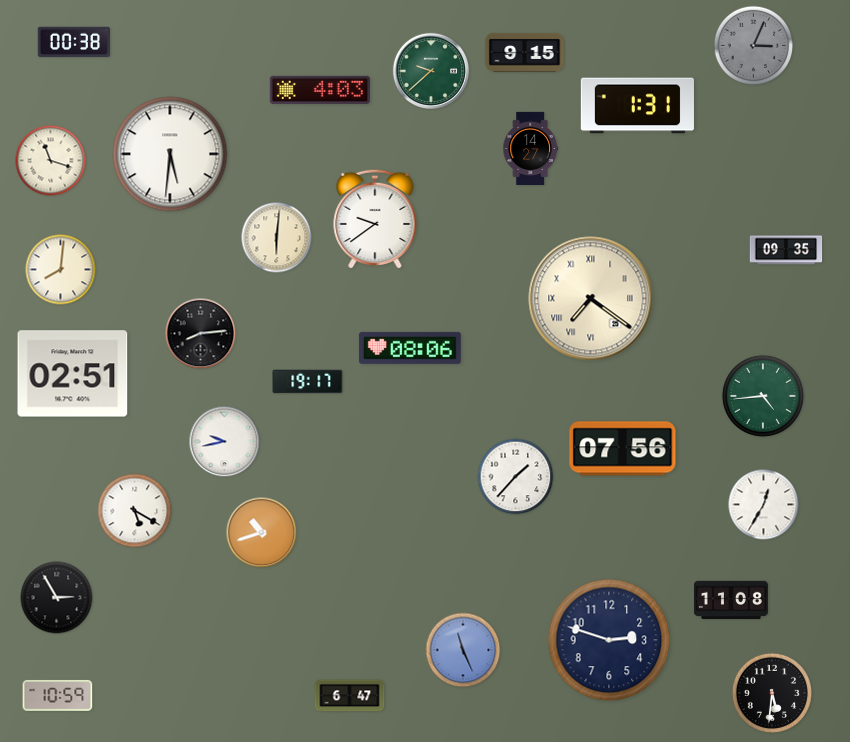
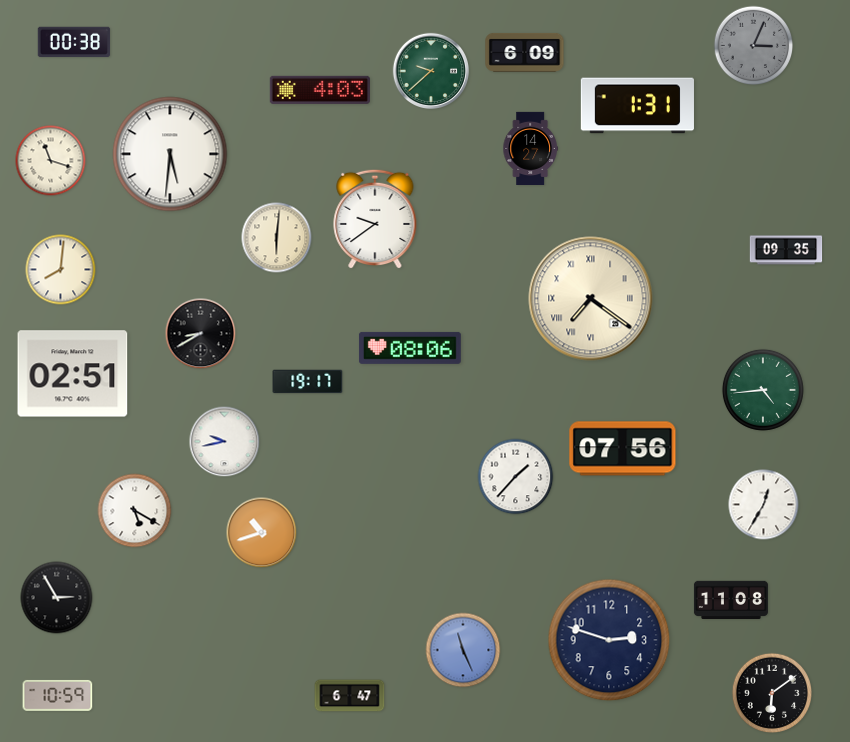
clock at (525, 52): 9:15 -> 6:09
clock at (201, 334): 8:14 -> 8:40
clock at (763, 396) position: (763, 396) -> (763, 390)
clock at (771, 692): 5:31 -> 6:09
